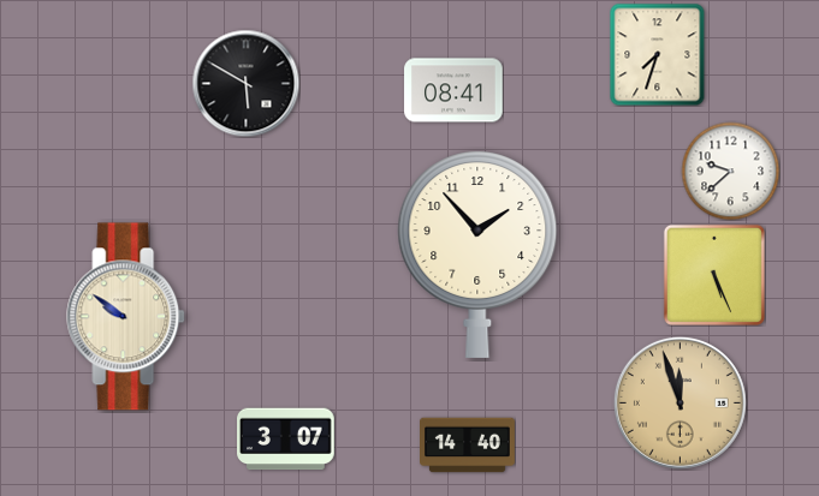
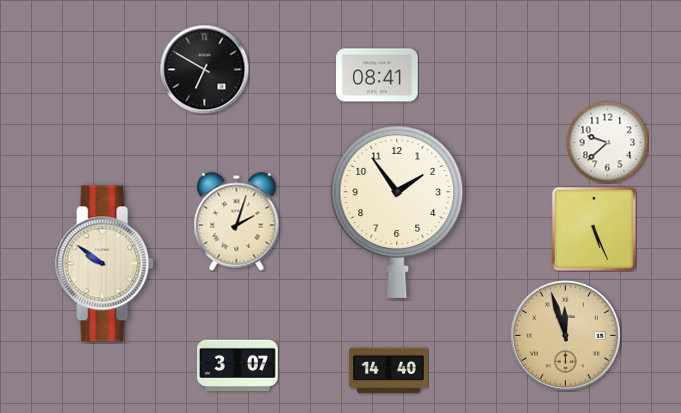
clock at (658, 54): 7:33 -> none
clock at (245, 83): 5:50 -> 6:50
clock at (477, 255): 1:53 -> 1:54
clock at (237, 222): none -> 2:03
